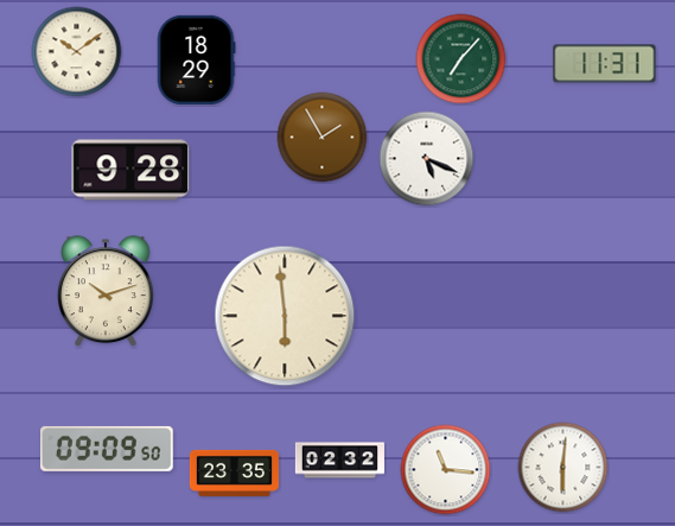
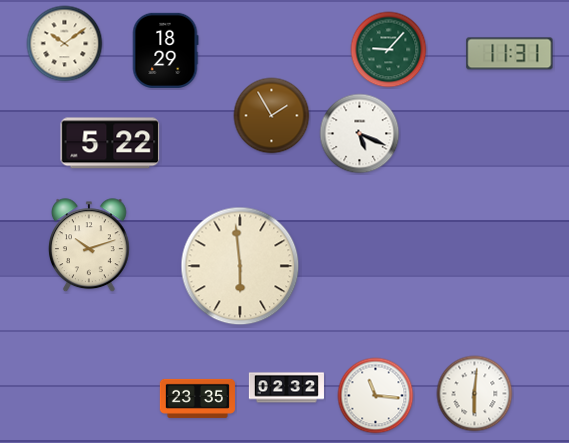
clock at (461, 59): 7:07 -> 9:07
clock at (130, 170): 9:28 -> 5:22
clock at (108, 449): 09:09 -> none
